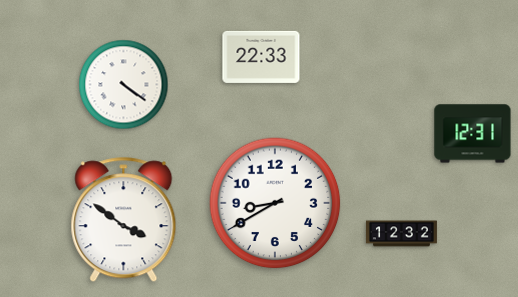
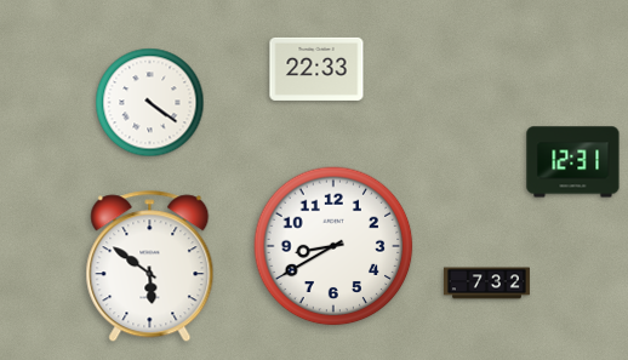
clock at (124, 220): 3:51 -> 5:51
clock at (401, 234): 12:32 -> 7:32
